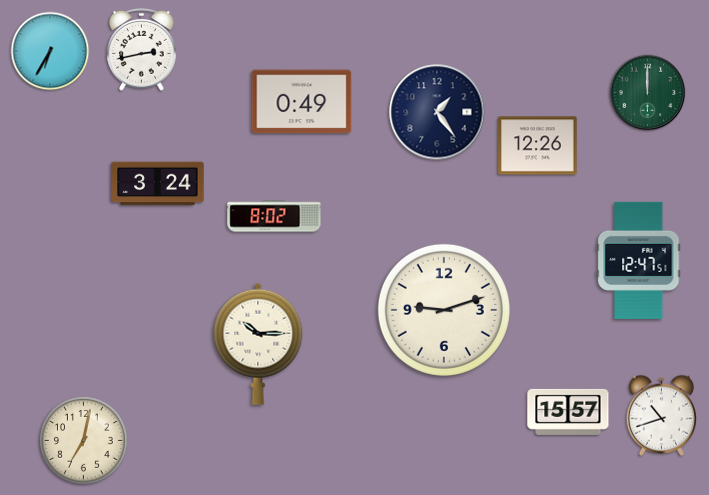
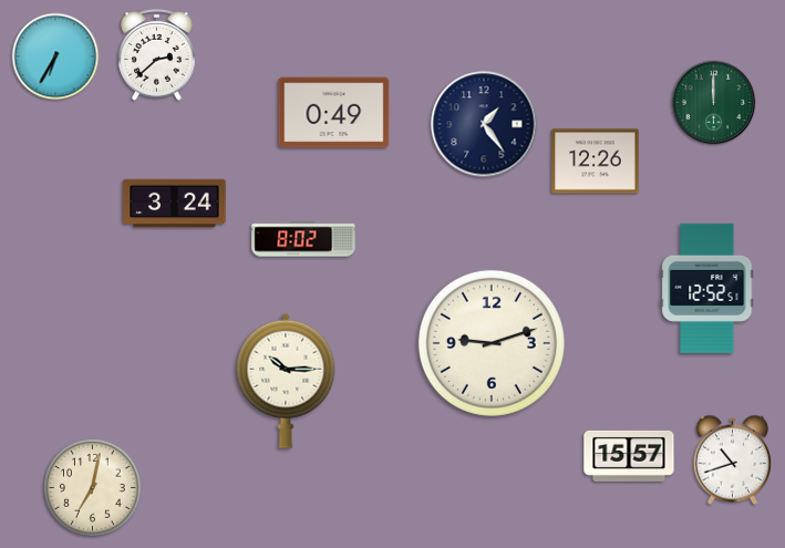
clock at (142, 50): 2:43 -> 2:38
clock at (648, 93) position: (648, 93) -> (714, 103)
clock at (639, 260): 12:47 -> 12:52
